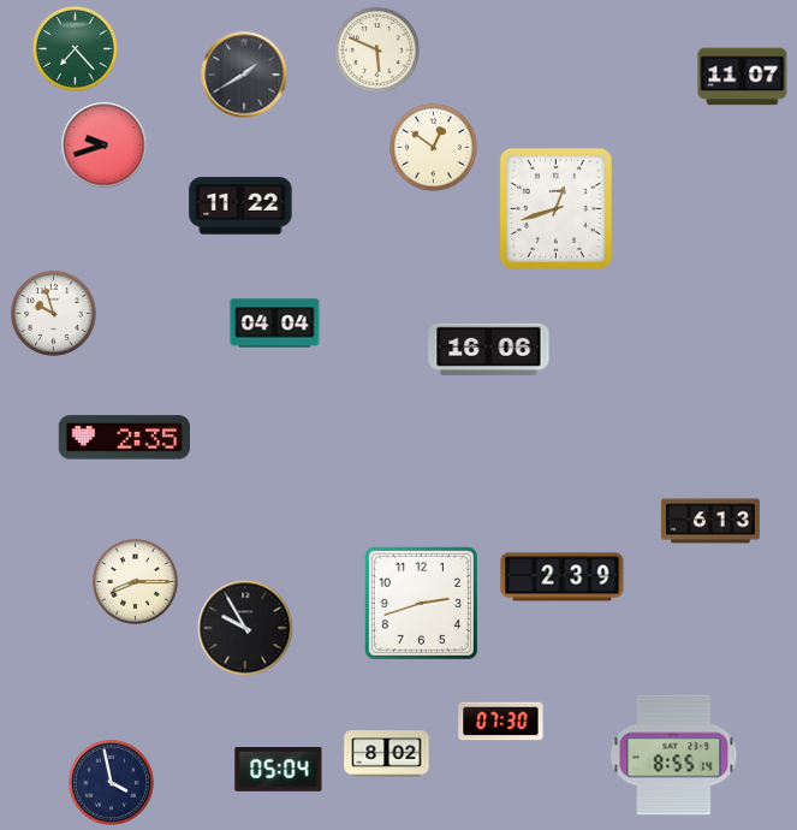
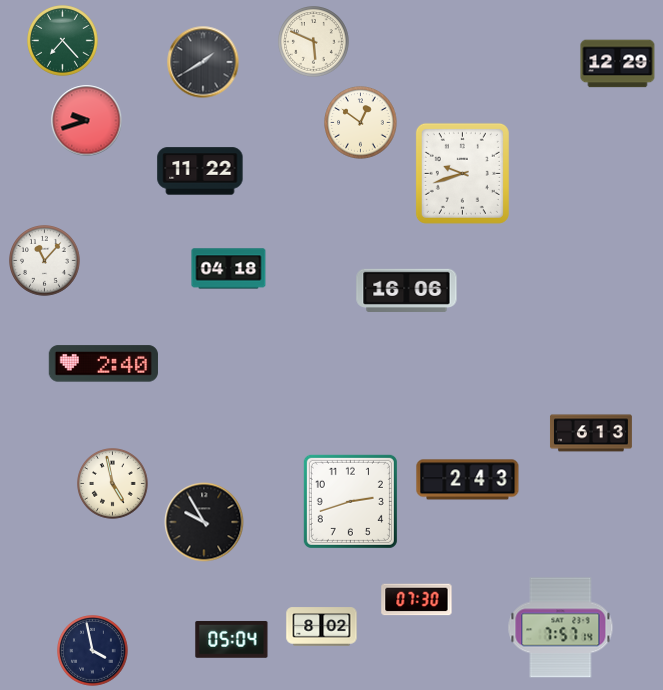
clock at (743, 77): 11:07 -> 12:29
clock at (555, 208): 12:42 -> 9:42
clock at (54, 314): 9:57 -> 11:07
clock at (275, 324): 04:04 -> 04:18
clock at (124, 438): 2:35 -> 2:40
clock at (563, 577): 2:39 -> 2:43
clock at (136, 582): 8:15 -> 4:58
clock at (674, 755): 8:55 -> 7:57
